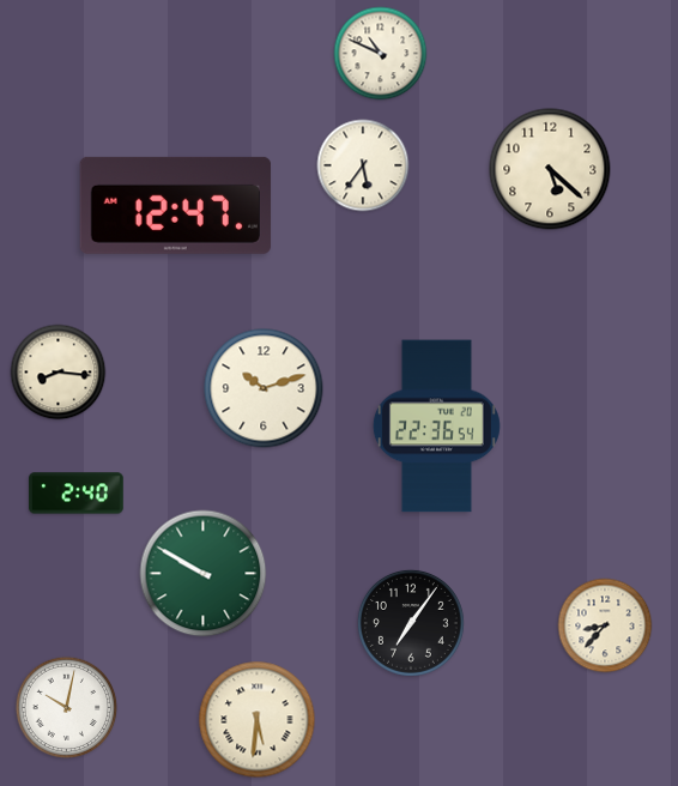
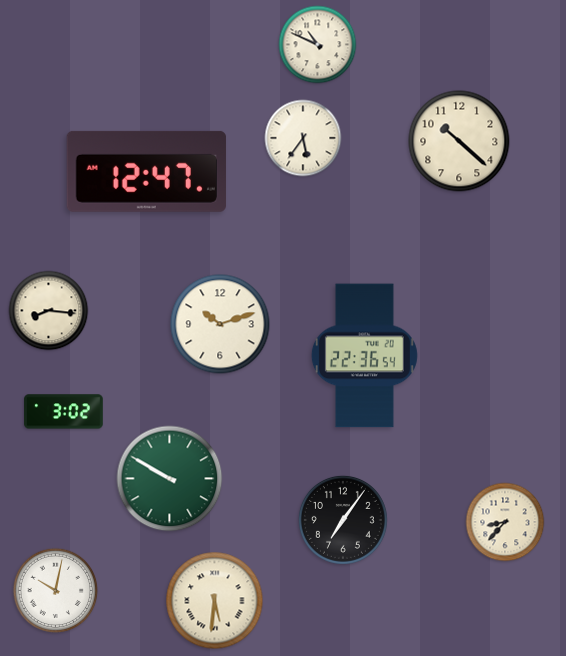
clock at (550, 169): 5:22 -> 10:22
clock at (77, 494): 2:40 -> 3:02
